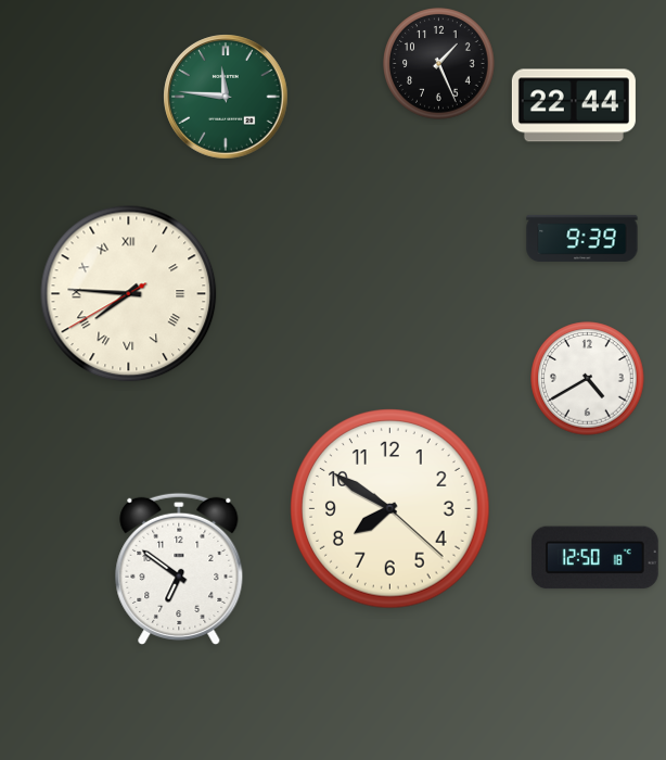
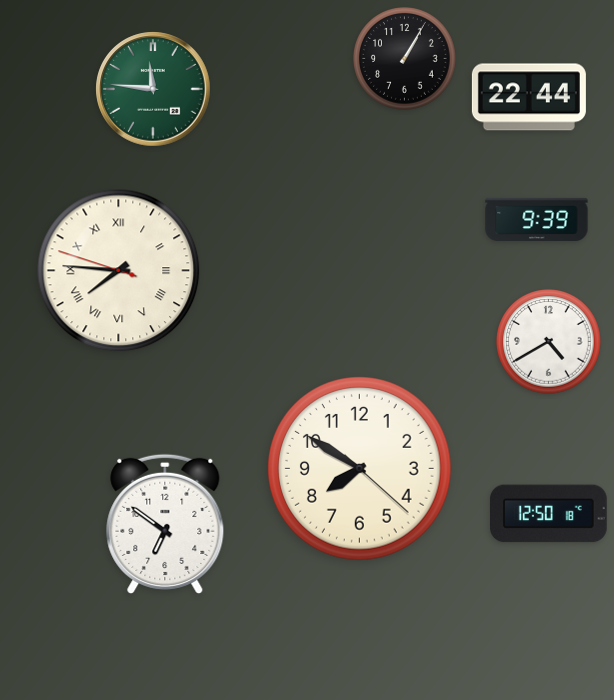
clock at (439, 64): 1:26 -> 1:05
clock at (226, 97) position: (226, 97) -> (153, 89)
clock at (129, 294): 7:45:40 -> 7:45:48
clock at (588, 379) position: (588, 379) -> (549, 342)
